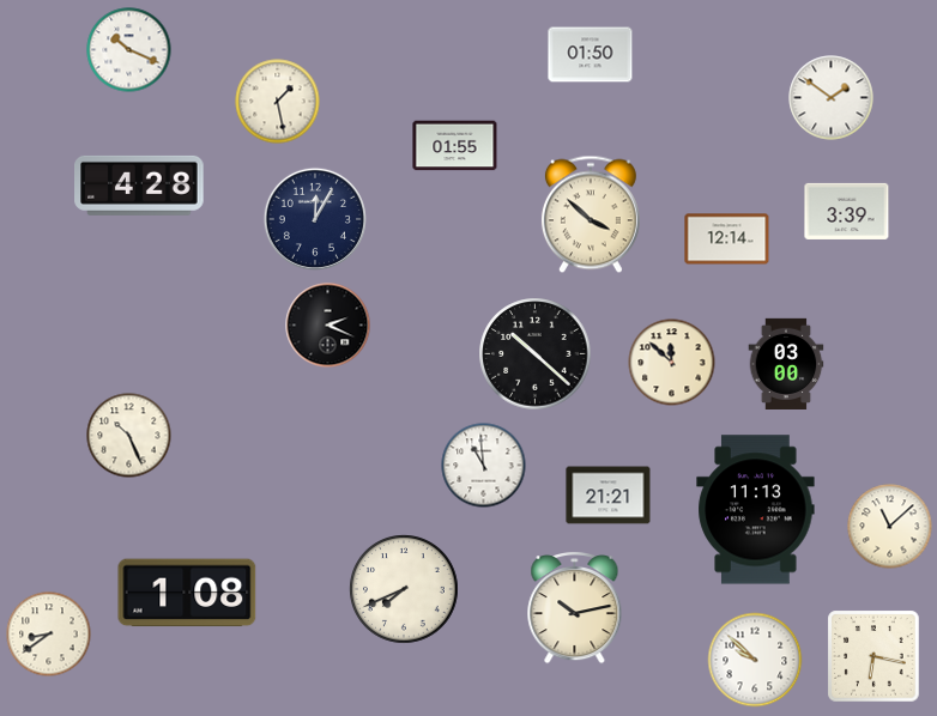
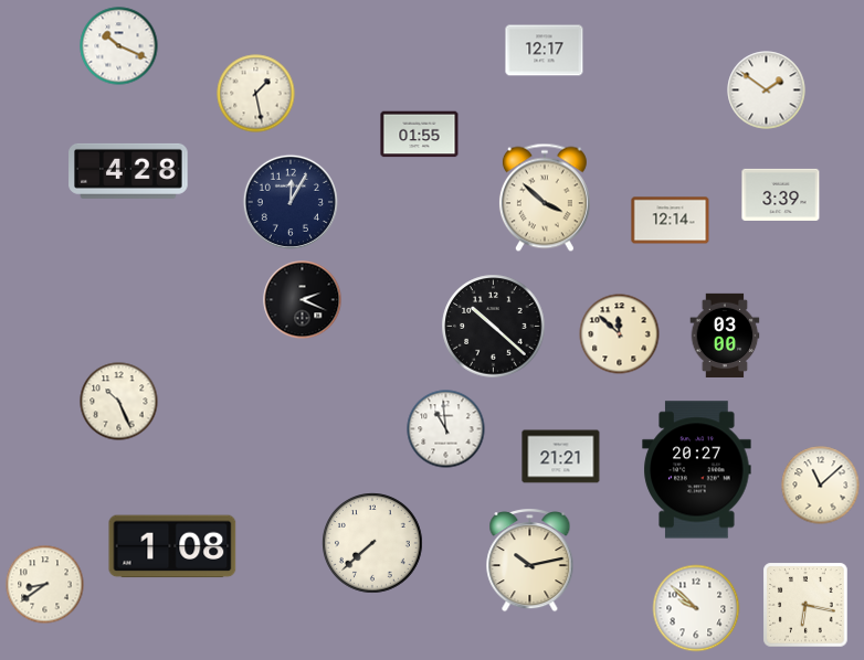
clock at (591, 55): 01:50 -> 12:17
clock at (756, 510): 11:13 -> 20:27
clock at (405, 590): 7:41 -> 7:38
